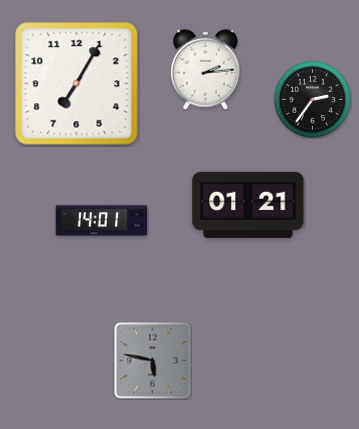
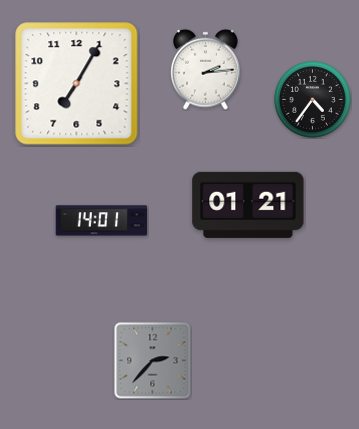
clock at (312, 99): 2:36 -> 4:36
clock at (153, 361): 5:47 -> 2:37
